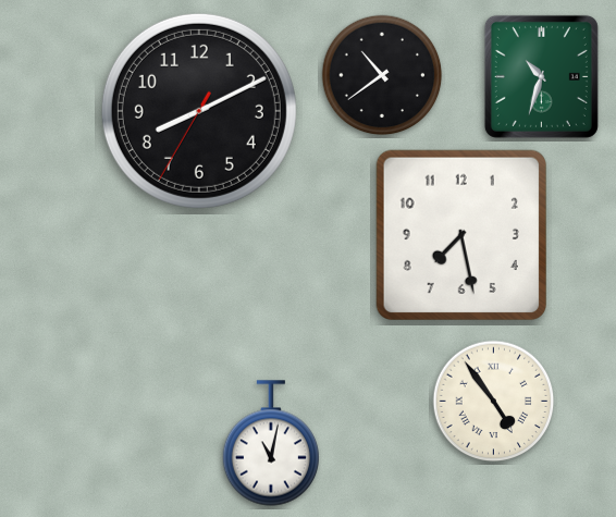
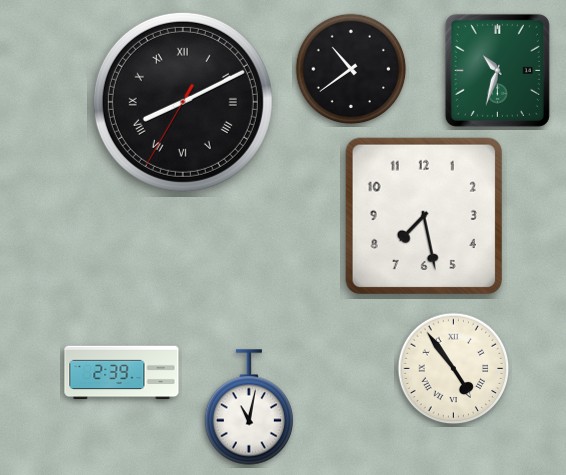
clock at (199, 111) numerals: Arabic -> Roman
clock at (122, 373): none -> 2:39
